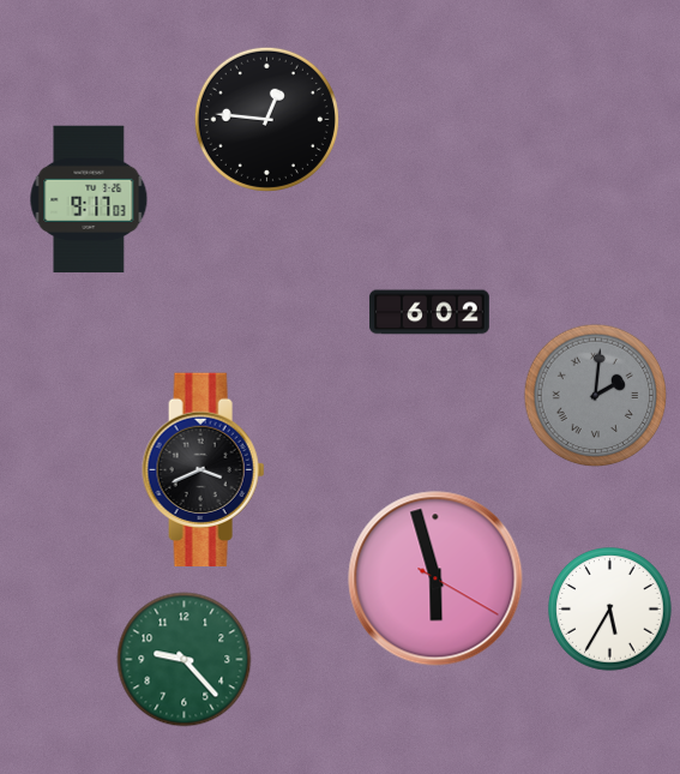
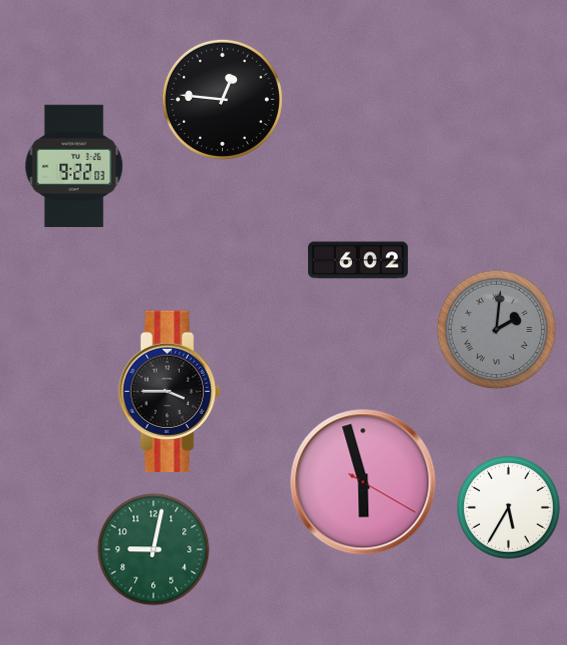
clock at (89, 199): 9:17 -> 9:22
clock at (204, 470): 3:41 -> 3:45
clock at (185, 660): 9:23 -> 9:02
